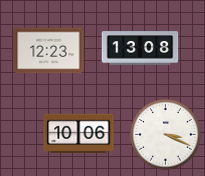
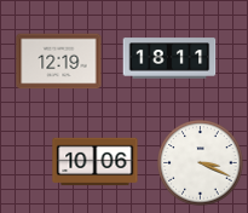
clock at (140, 48): 13:08 -> 18:11
clock at (49, 51): 12:23 -> 12:19
